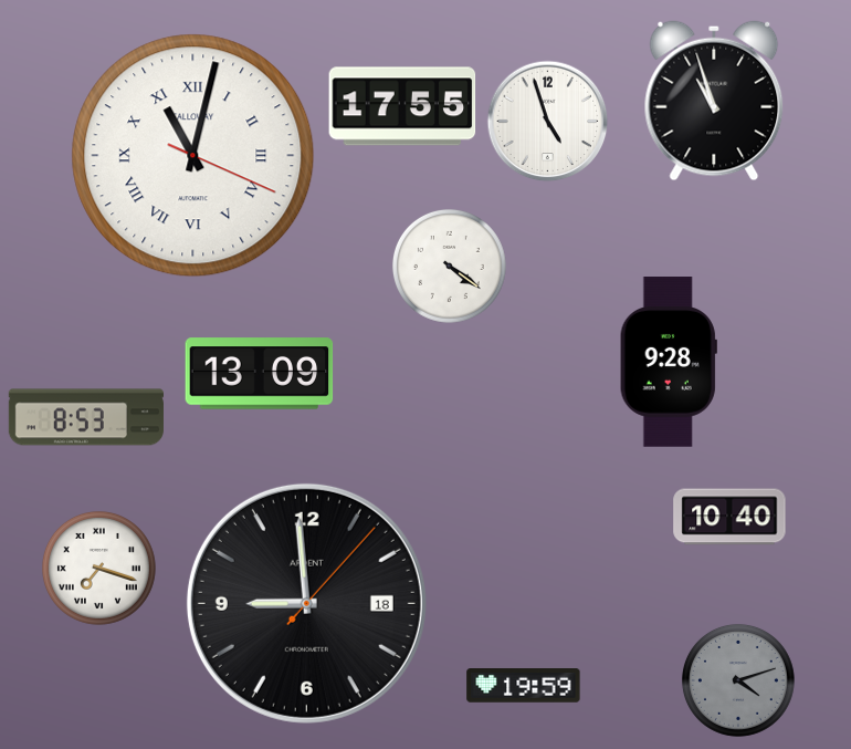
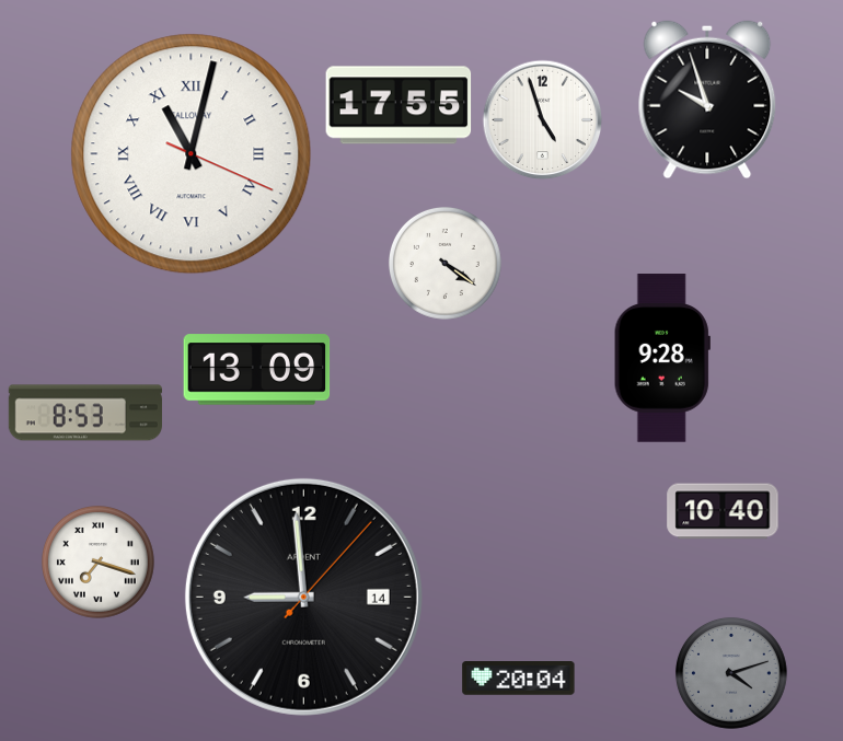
clock at (714, 101): 10:57 -> 9:57
clock at (306, 603) date: 18 -> 14
clock at (524, 686): 19:59 -> 20:04
